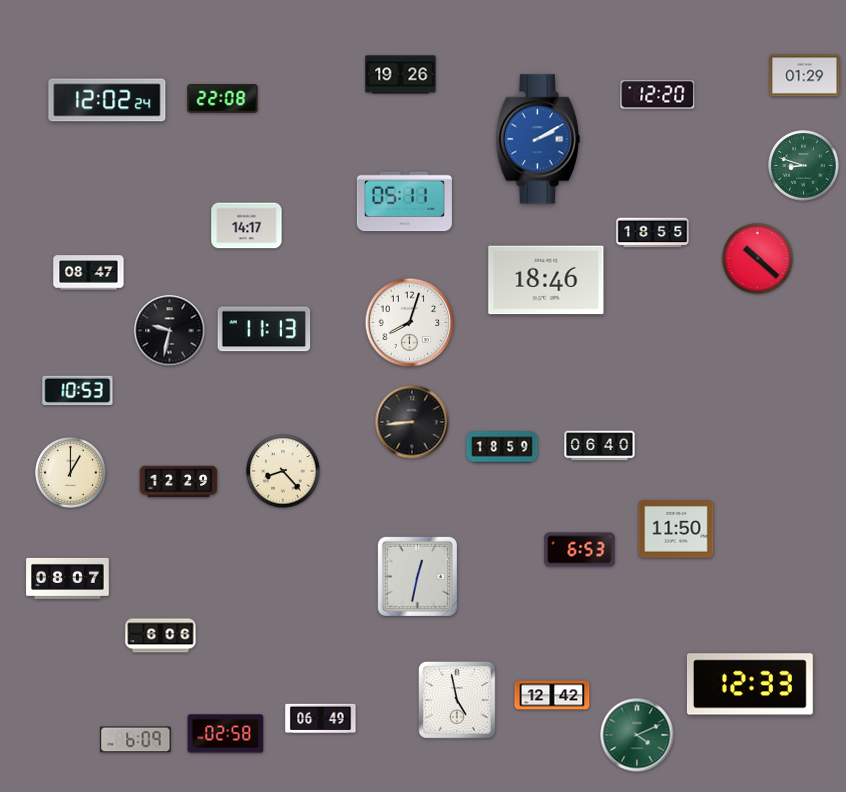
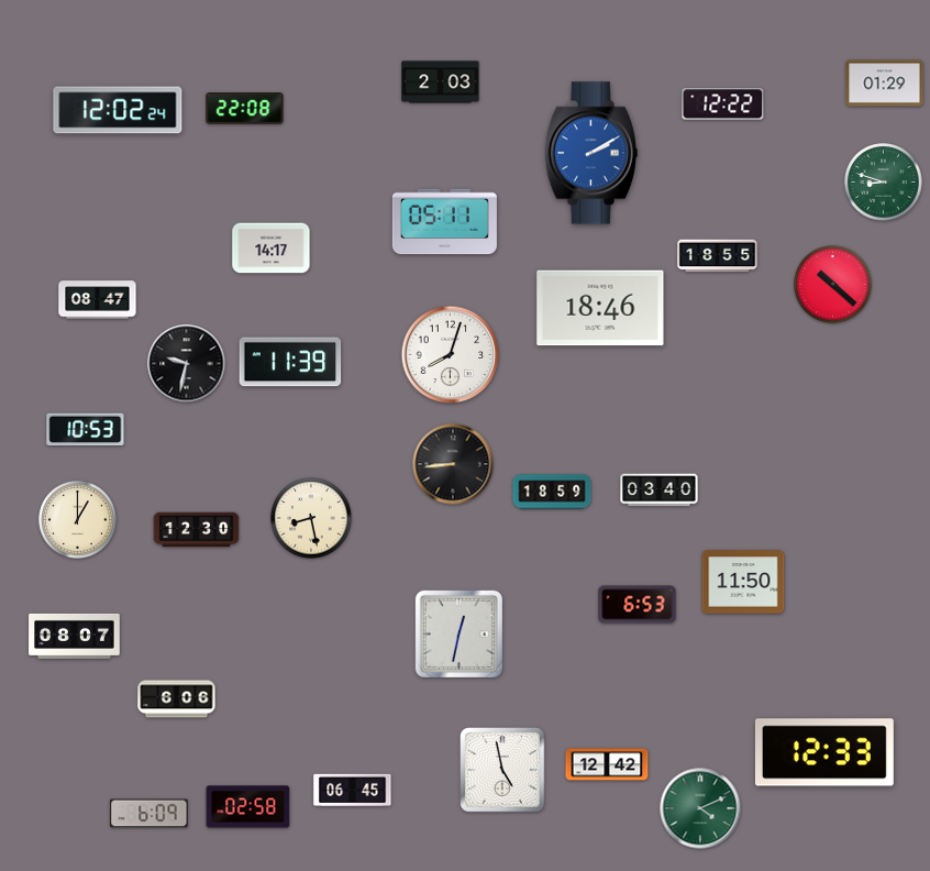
clock at (401, 75): 19:26 -> 2:03
clock at (658, 95): 12:20 -> 12:22
clock at (264, 329): 11:13 -> 11:39
clock at (600, 446): 06:40 -> 03:40
clock at (283, 471): 8:23 -> 8:28
clock at (179, 482): 12:29 -> 12:30
clock at (321, 719): 06:49 -> 06:45
